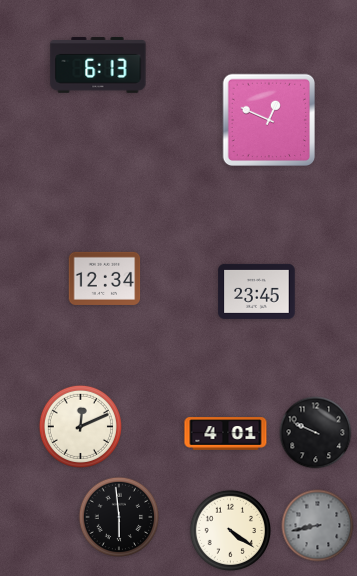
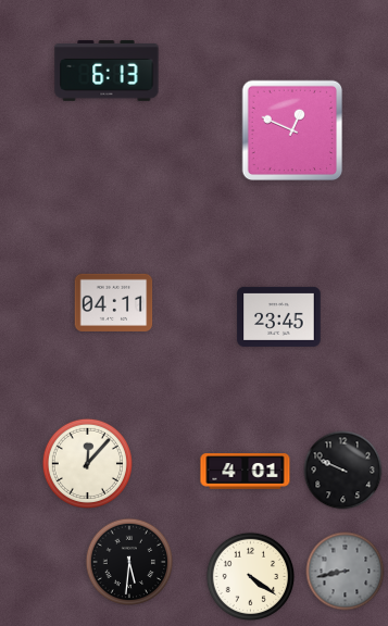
clock at (105, 278): 12:34 -> 04:11
clock at (80, 426): 12:11 -> 12:07
clock at (119, 517): 5:59 -> 5:31
